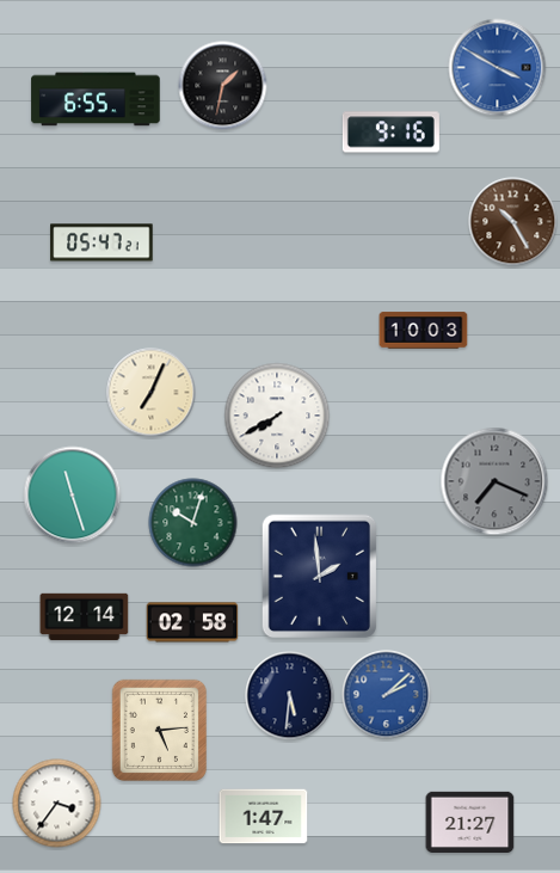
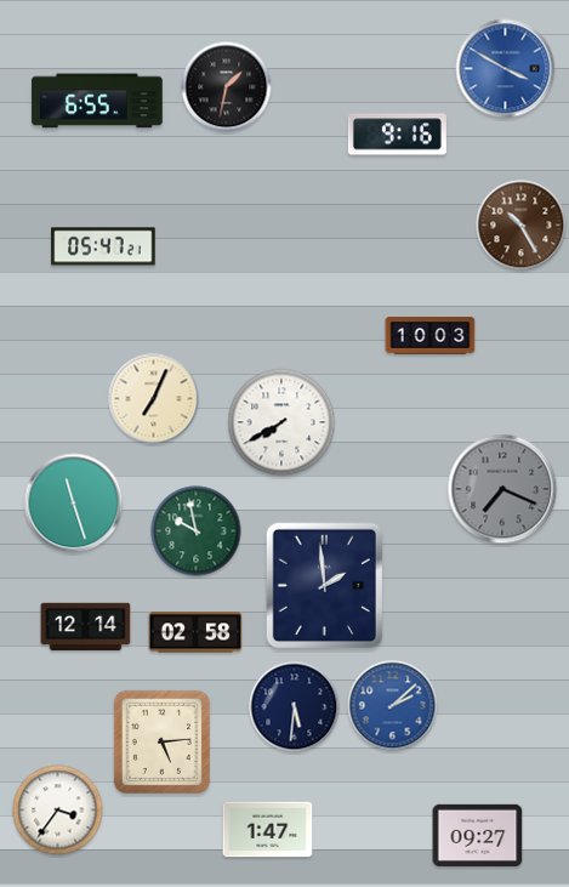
clock at (193, 523): 10:03 -> 9:58
clock at (57, 804) position: (57, 804) -> (58, 811)
clock at (470, 822): 21:27 -> 09:27
